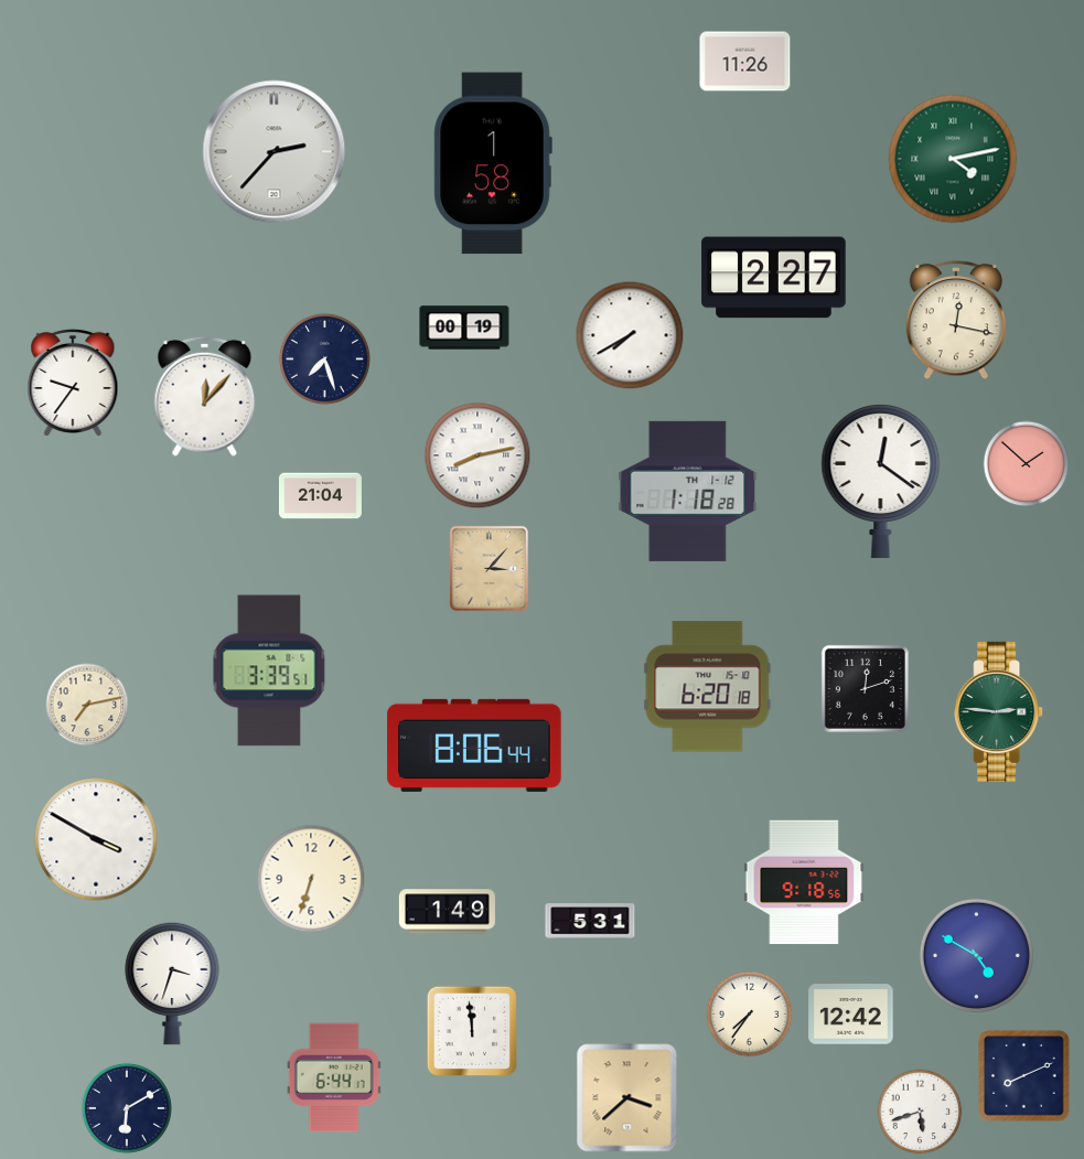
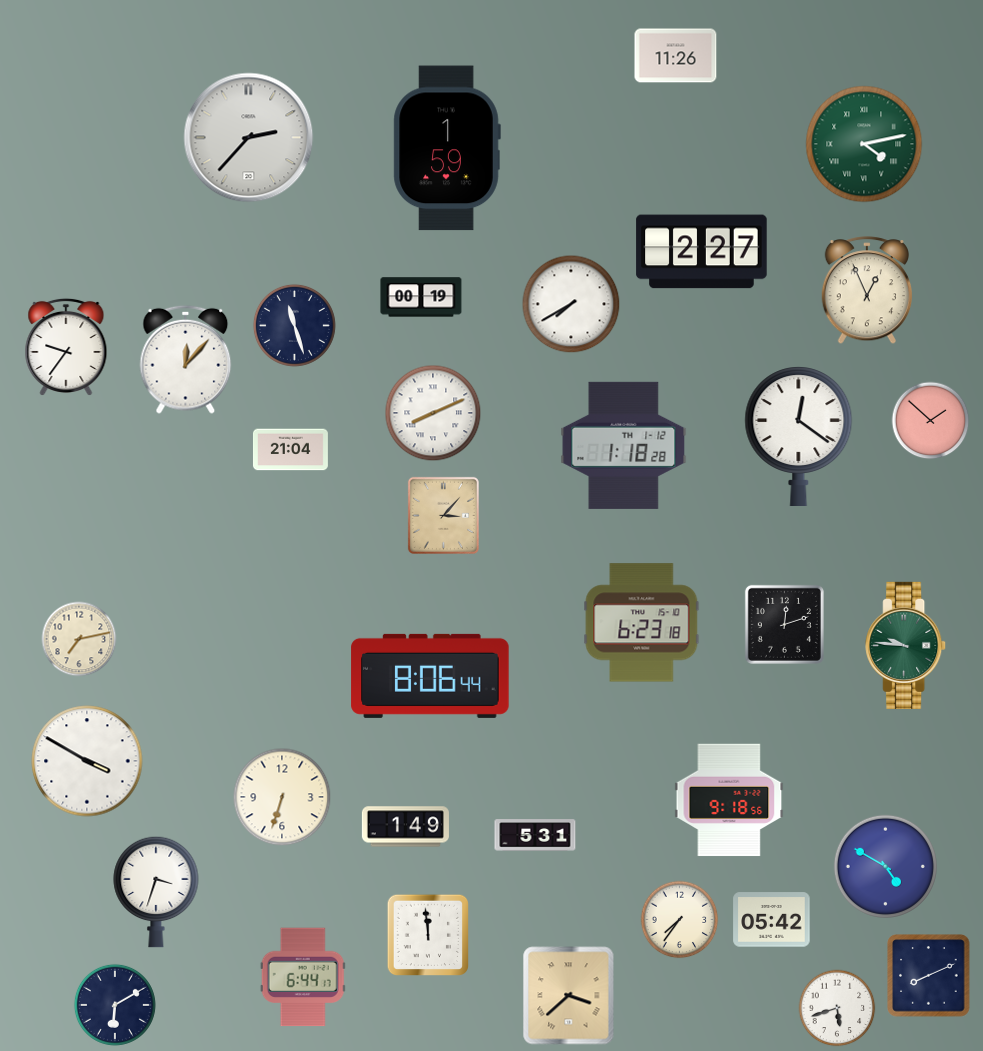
clock at (493, 163): 1:58 -> 1:59
clock at (955, 321): 12:17 -> 12:56
clock at (324, 358): 7:27 -> 11:27
clock at (477, 455): 8:13 -> 8:11
clock at (269, 670): 3:39 -> none
clock at (708, 687): 6:20 -> 6:23
clock at (999, 711): 2:46 -> 9:46
clock at (851, 1015): 12:42 -> 05:42
clock at (920, 1112) position: (920, 1112) -> (837, 1008)
